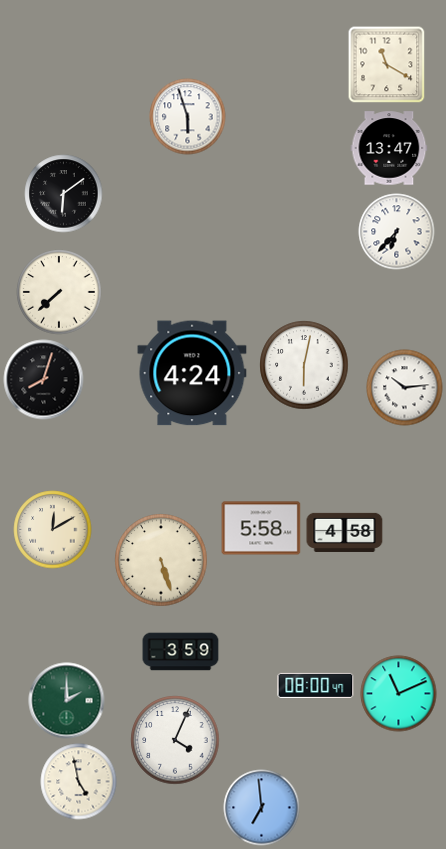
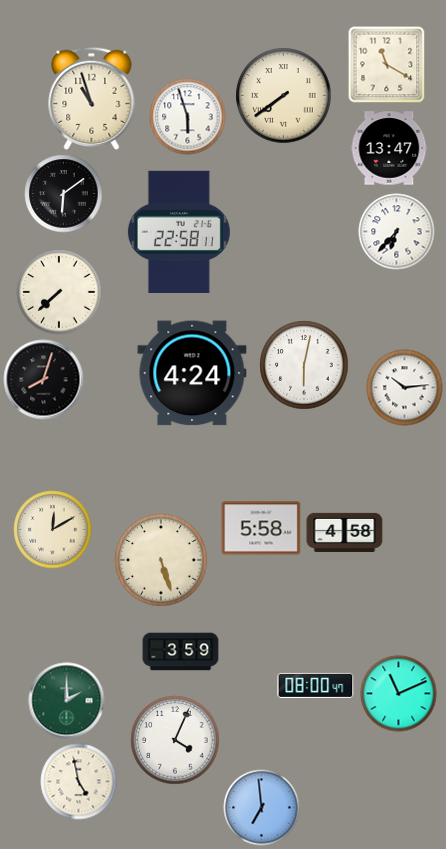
clock at (284, 96): none -> 7:39
clock at (92, 98): none -> 10:57
clock at (179, 232): none -> 22:58
